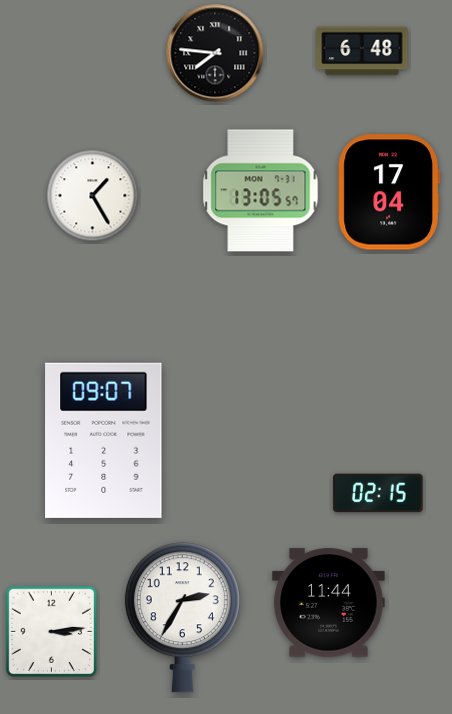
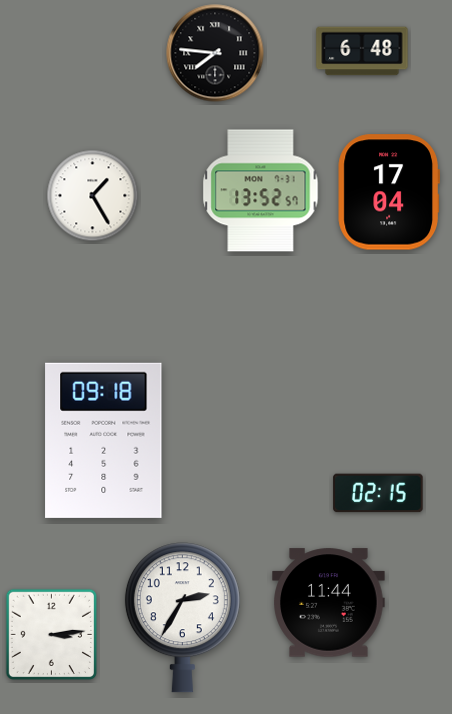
clock at (261, 191): 13:05 -> 13:52
clock at (104, 440): 09:07 -> 09:18
clock at (51, 631) position: (51, 631) -> (51, 634)
